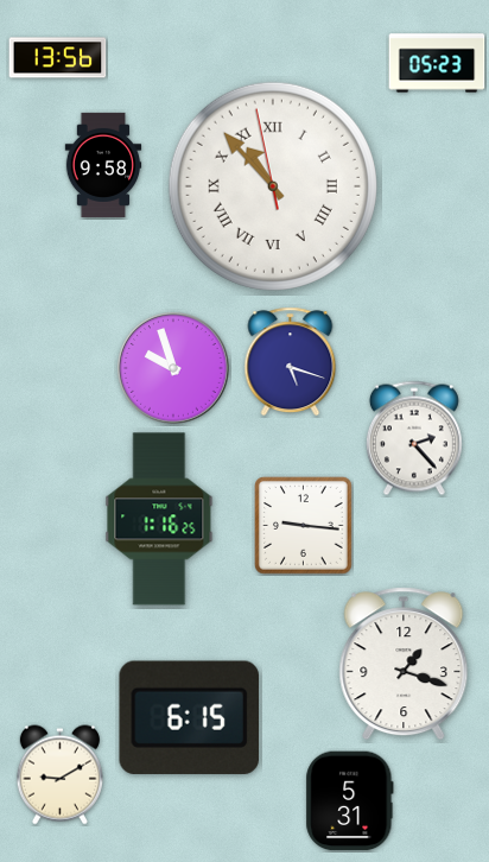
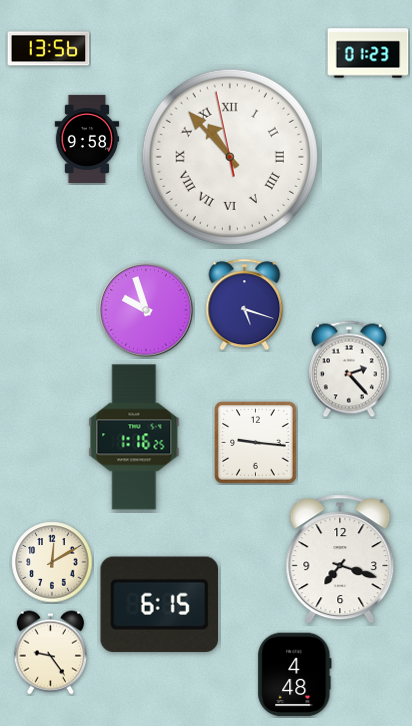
clock at (437, 63): 05:23 -> 01:23
clock at (404, 664): 1:18 -> 7:18
clock at (52, 562): none -> 12:10
clock at (59, 775): 9:10 -> 9:24
clock at (350, 801): 5:31 -> 4:48
